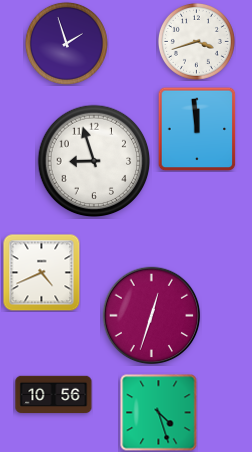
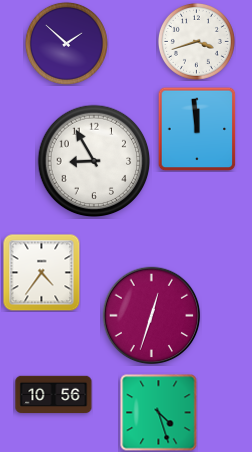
clock at (66, 43): 1:57 -> 1:52
clock at (94, 161): 8:57 -> 8:55
clock at (41, 272): 4:41 -> 4:36
